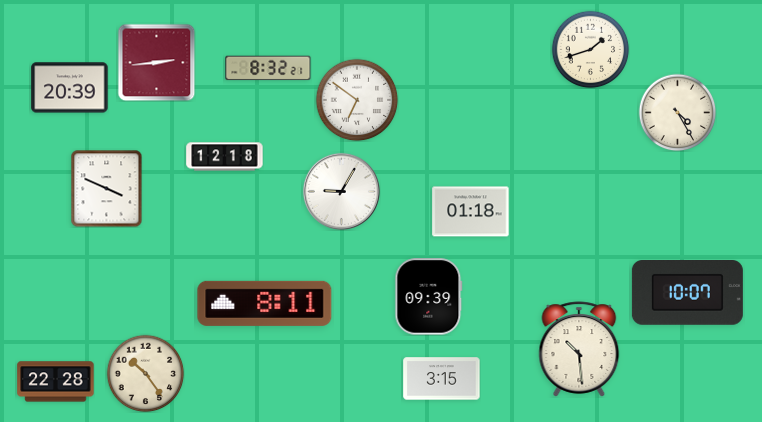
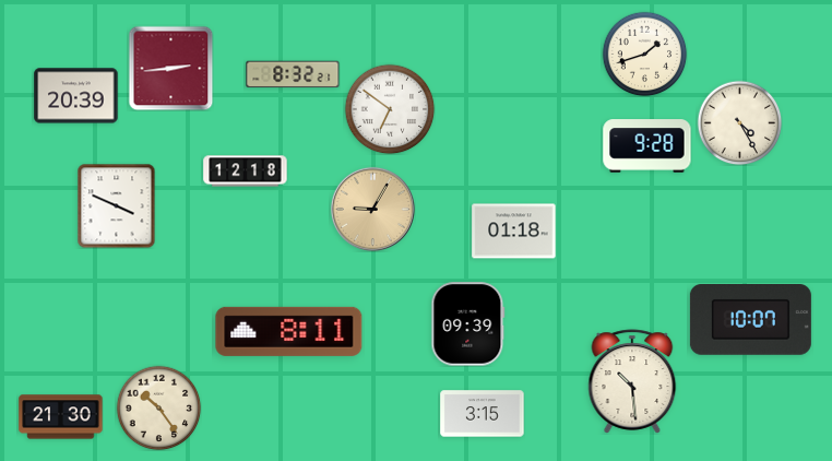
clock at (647, 146): none -> 9:28
clock at (341, 191) dial: white -> champagne
clock at (56, 382): 22:28 -> 21:30
